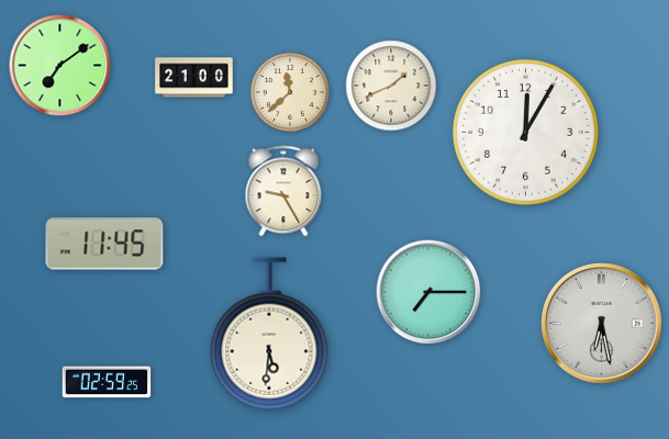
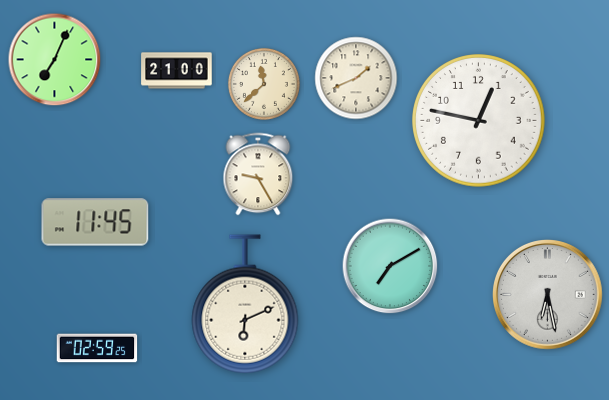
clock at (60, 66): 7:09 -> 7:04
clock at (526, 133): 12:05 -> 12:47
clock at (428, 292): 7:15 -> 7:10
clock at (269, 334): 5:31 -> 6:11
